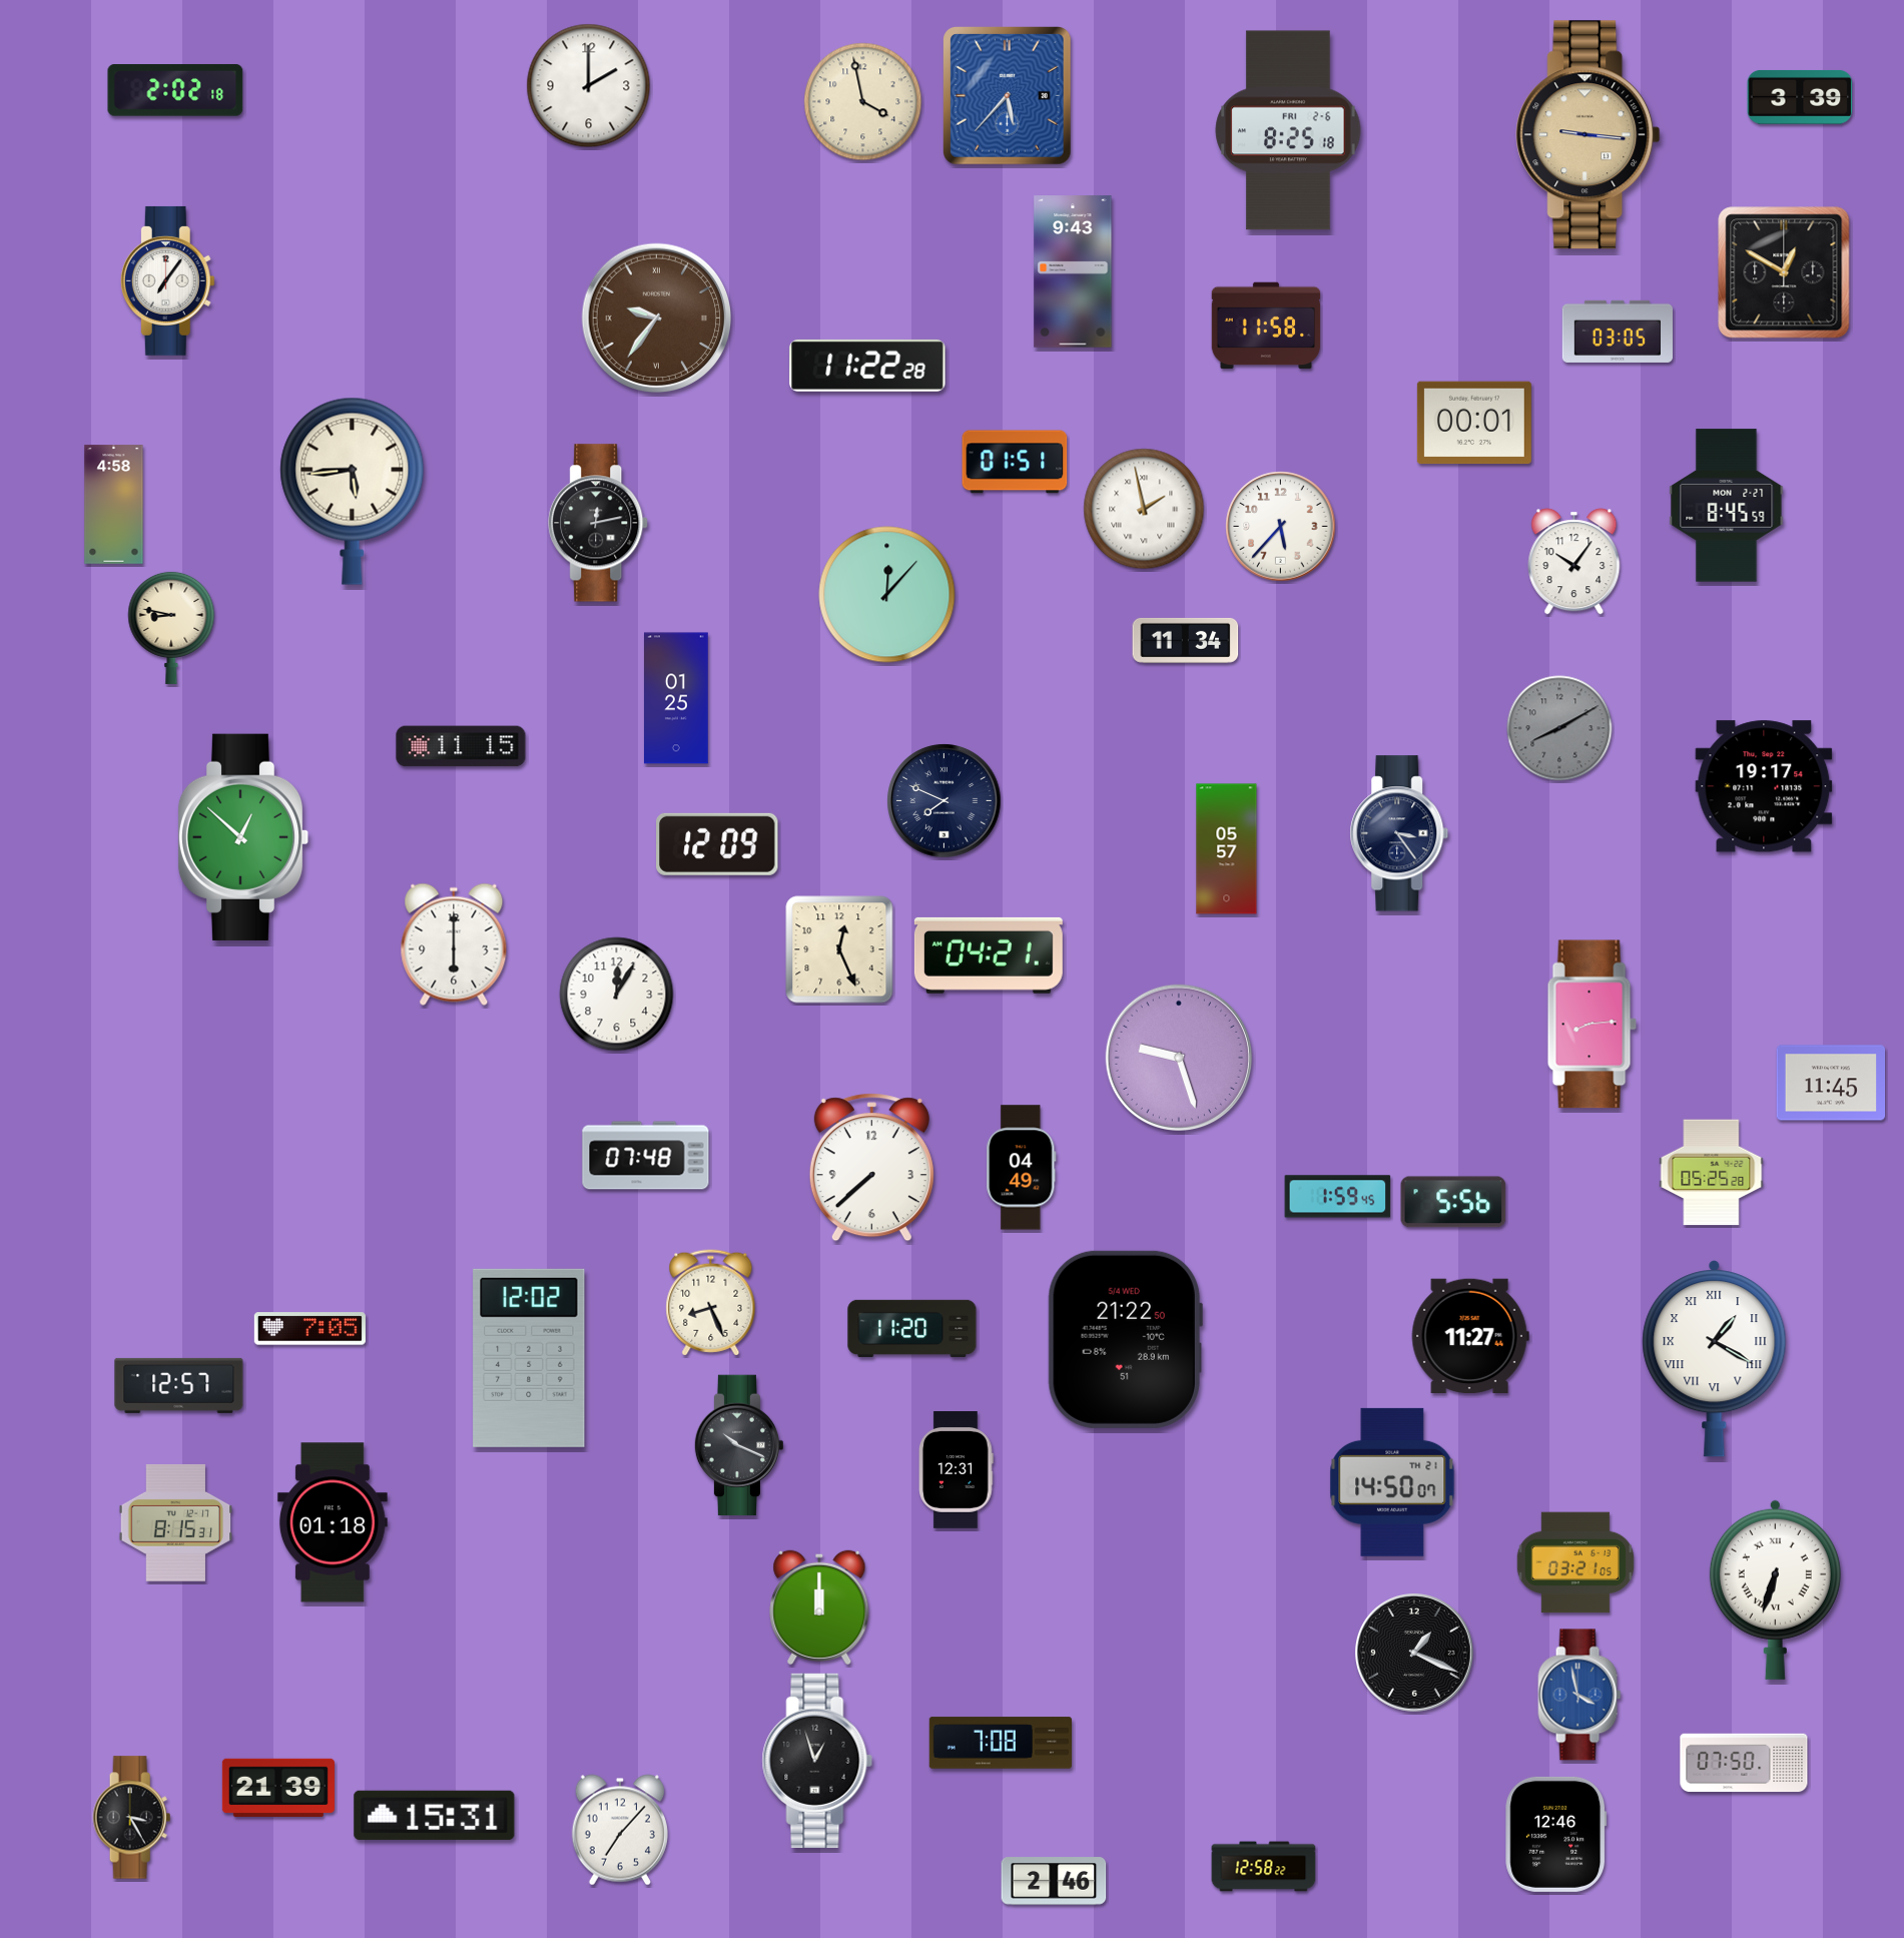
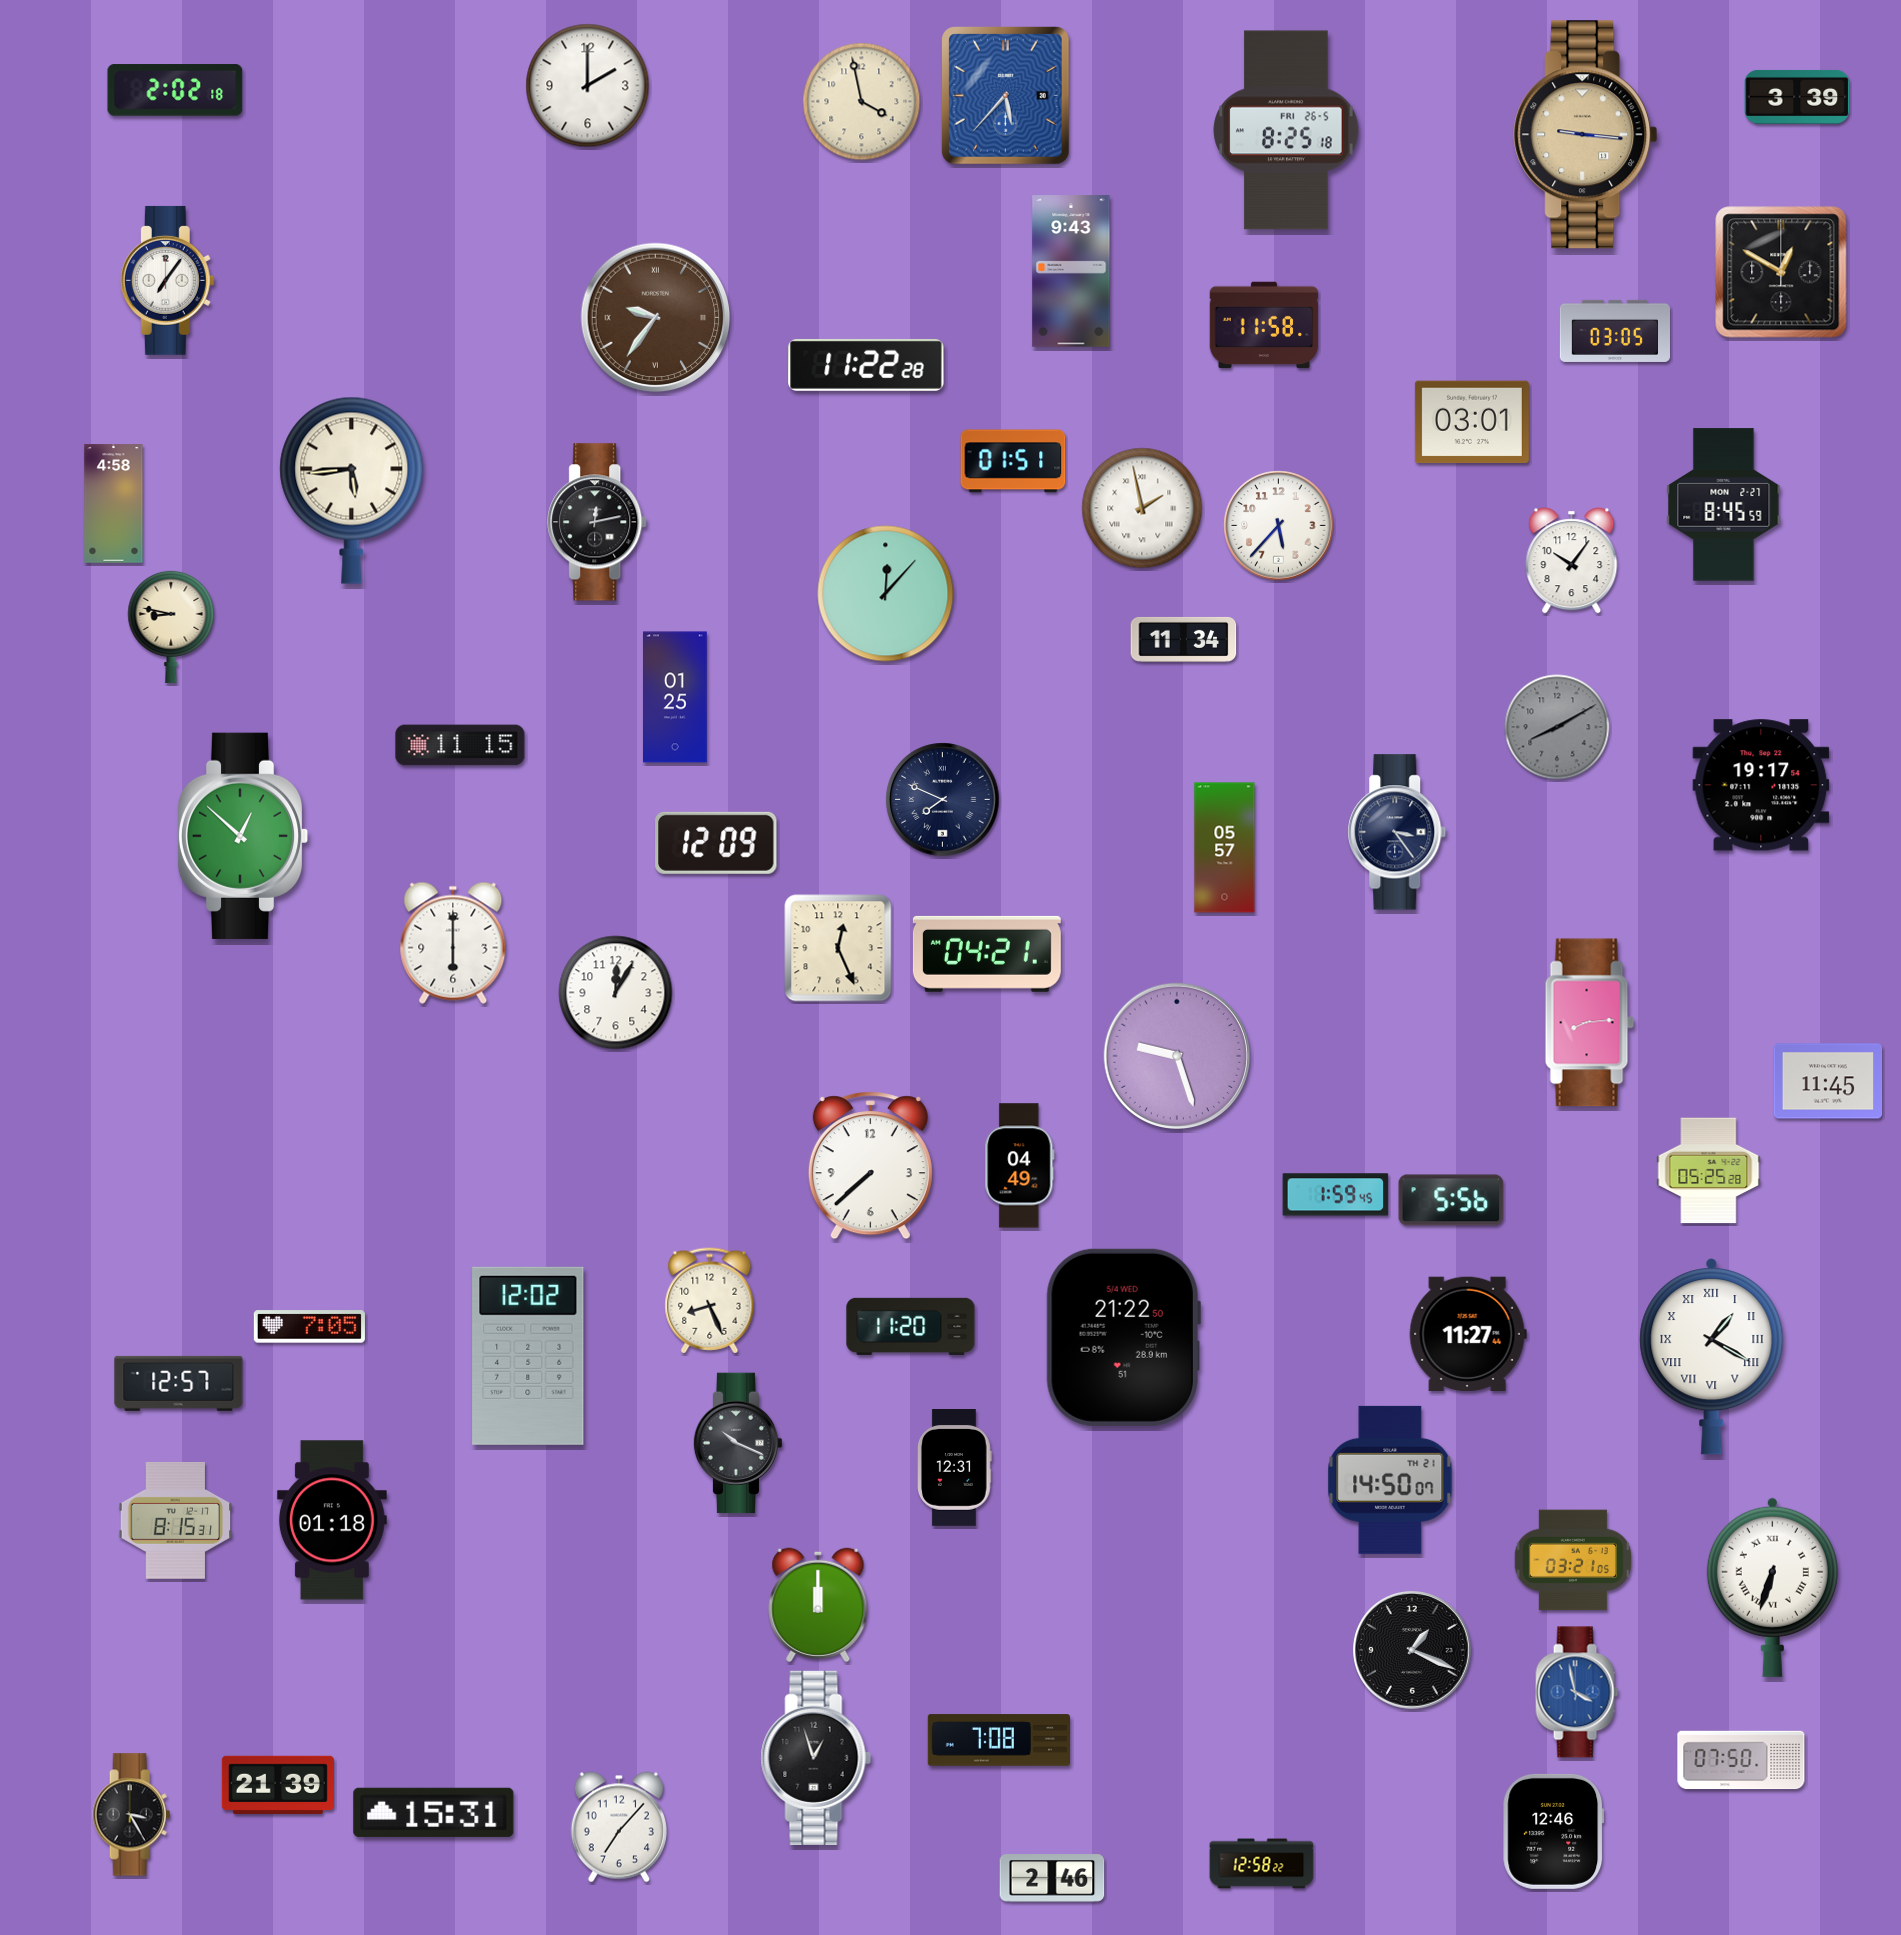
clock at (1288, 130) date: FRI 2-6 -> FRI 26-5
clock at (1474, 423): 00:01 -> 03:01
clock at (646, 1156): 07:48 -> none
